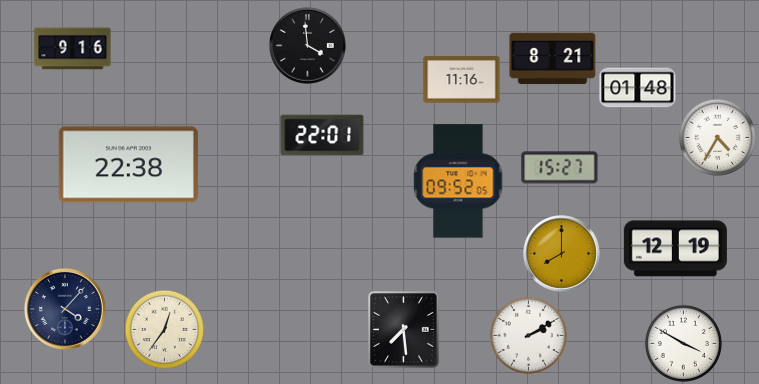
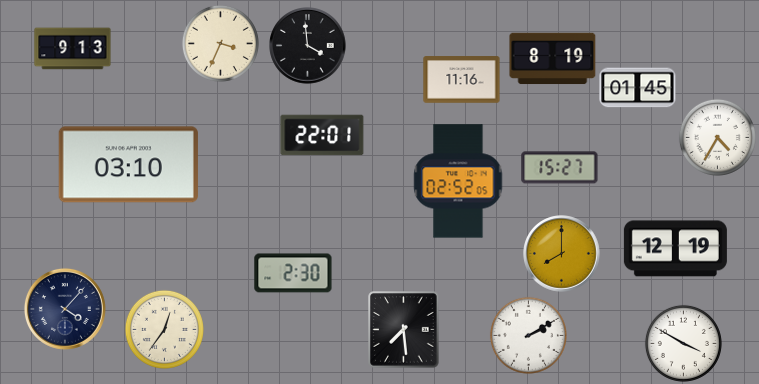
clock at (220, 43): none -> 3:34
clock at (73, 49): 9:16 -> 9:13
clock at (553, 59): 8:21 -> 8:19
clock at (638, 88): 01:48 -> 01:45
clock at (128, 165): 22:38 -> 03:10
clock at (458, 181): 09:52 -> 02:52
clock at (293, 273): none -> 2:30
